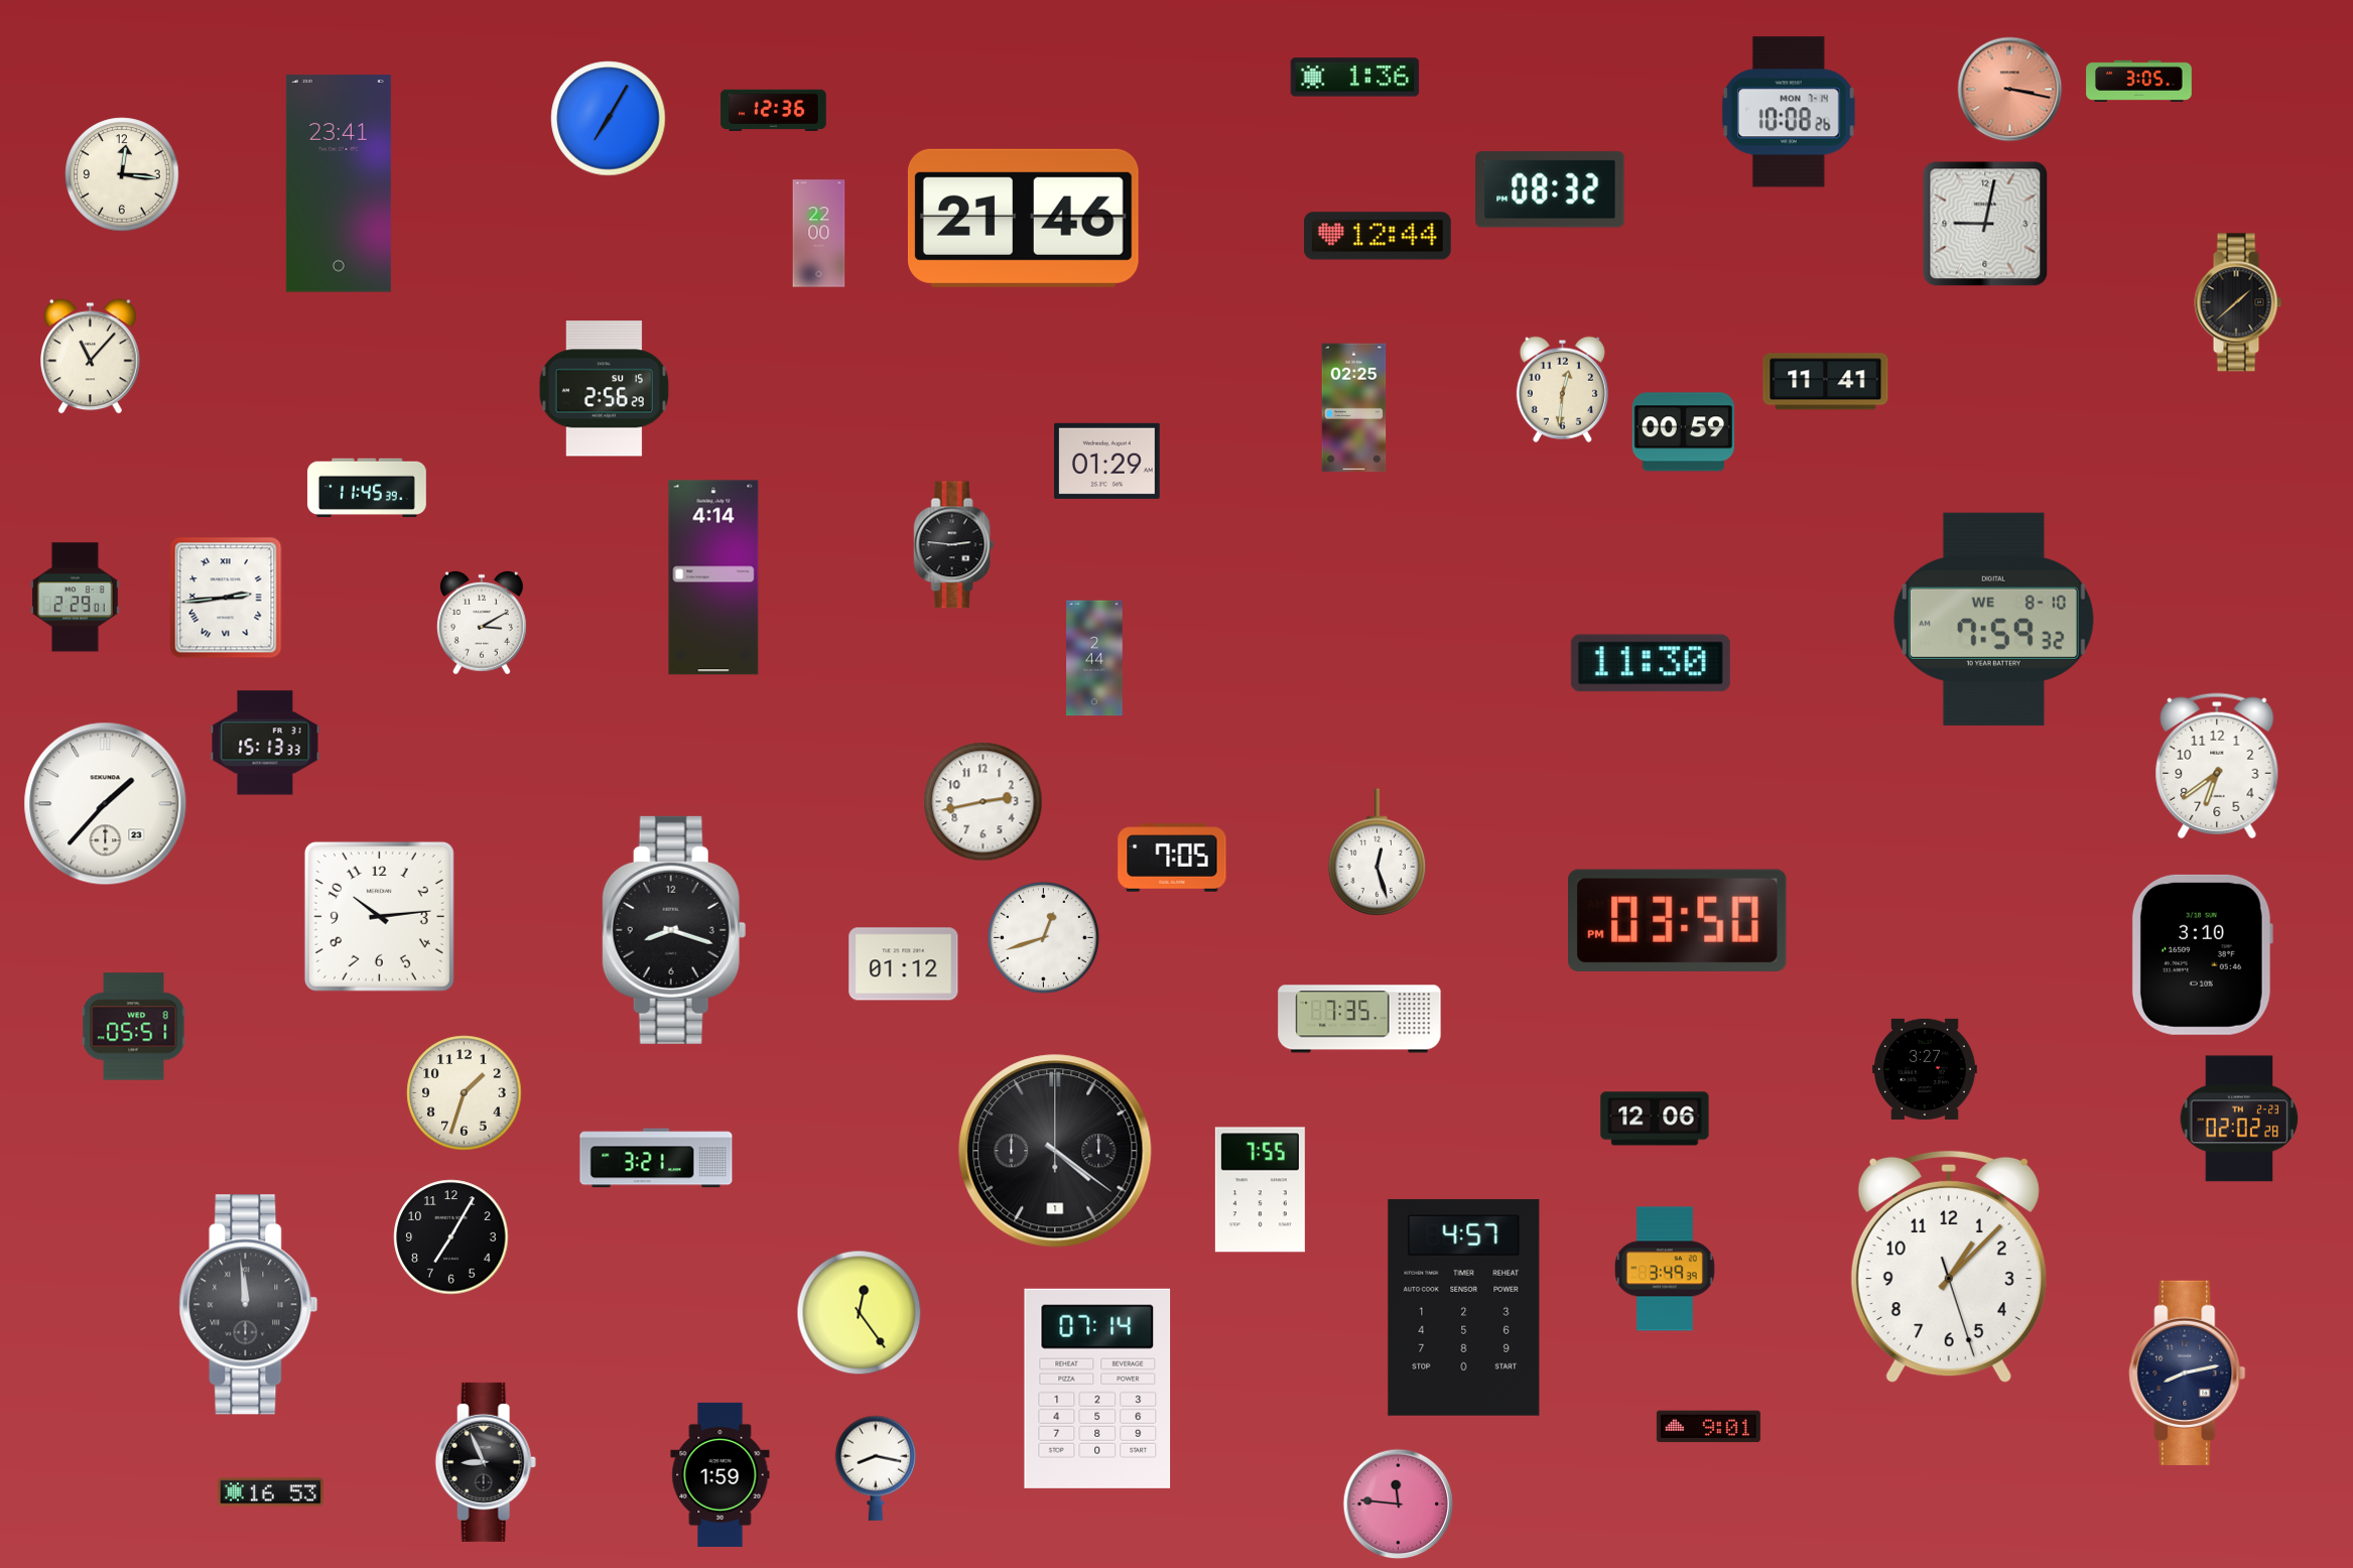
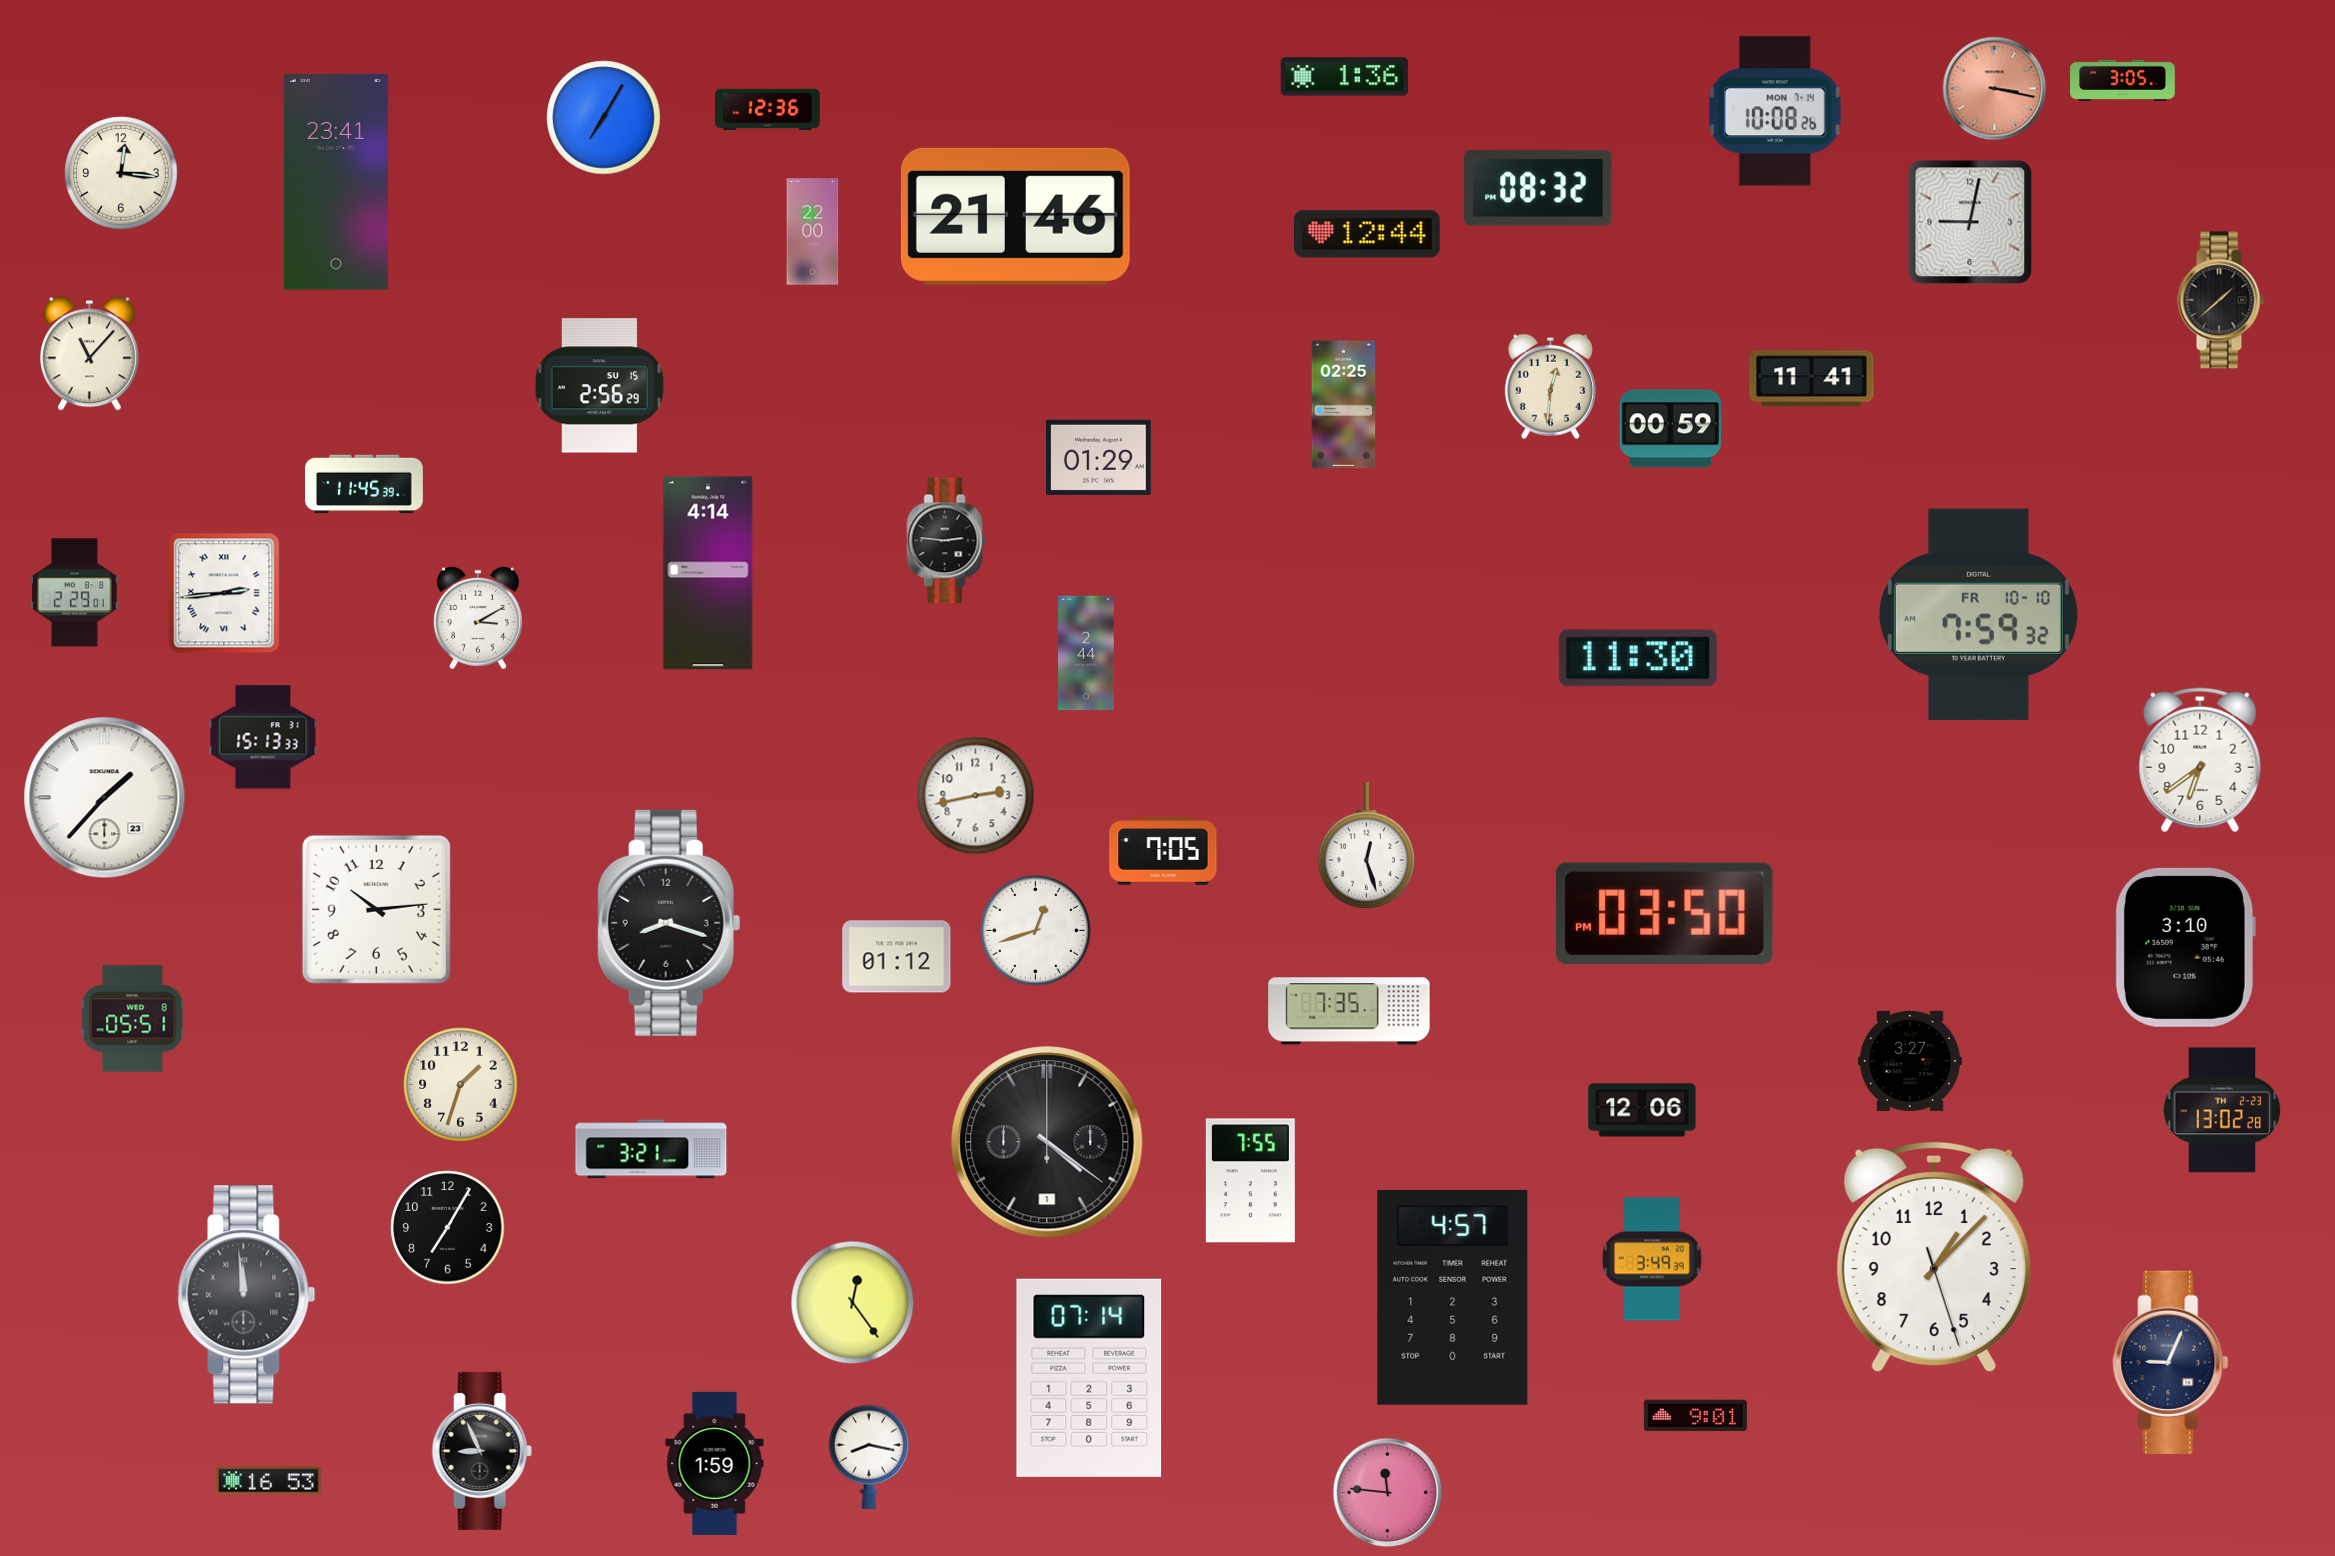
clock at (1993, 619) date: WE 8-10 -> FR 10-10
clock at (2239, 1119): 02:02 -> 13:02
clock at (2188, 1373): 8:13 -> 9:04
